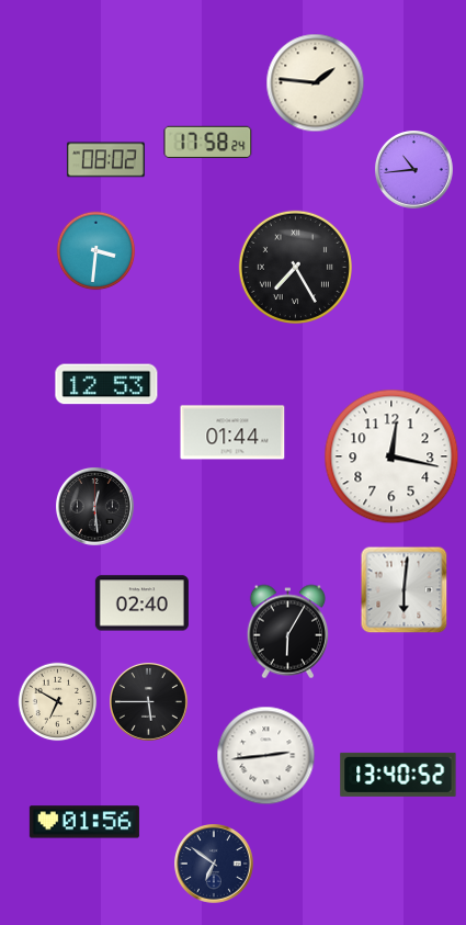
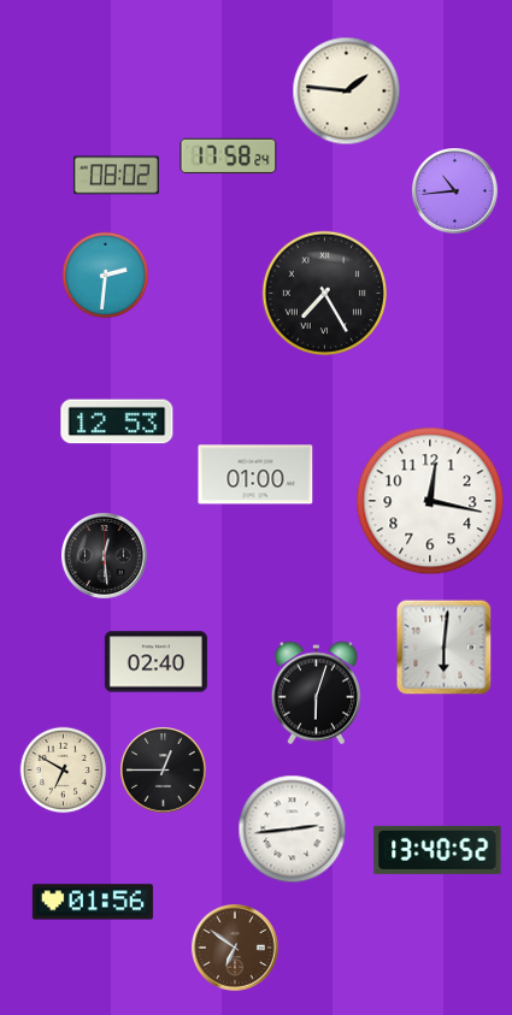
clock at (414, 170) position: (414, 170) -> (455, 191)
clock at (96, 251): 3:31 -> 2:31
clock at (232, 432): 01:44 -> 01:00
clock at (287, 632): 6:05 -> 6:03
clock at (149, 702): 5:45 -> 12:45
clock at (215, 865) dial: navy -> brown
